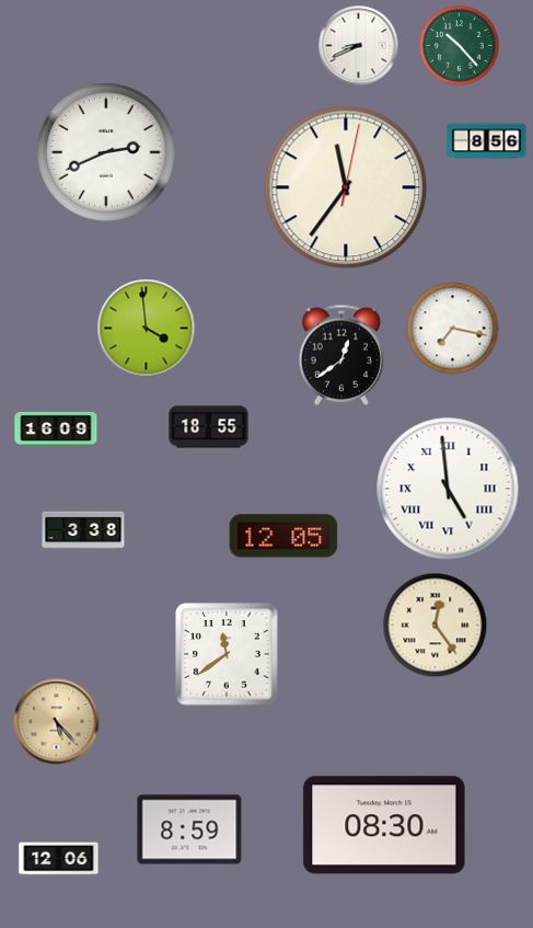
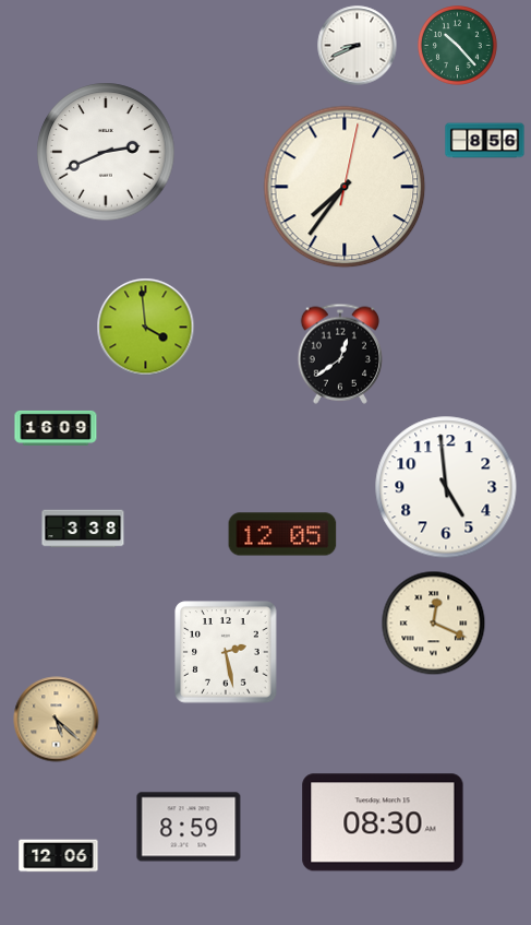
clock at (346, 187): 11:36 -> 7:36
clock at (453, 329): 7:17 -> none
clock at (209, 427): 18:55 -> none
clock at (448, 489) numerals: Roman -> Arabic
clock at (436, 626): 12:24 -> 12:19
clock at (227, 654): 11:39 -> 2:28
clock at (57, 722): 5:23 -> 5:22
